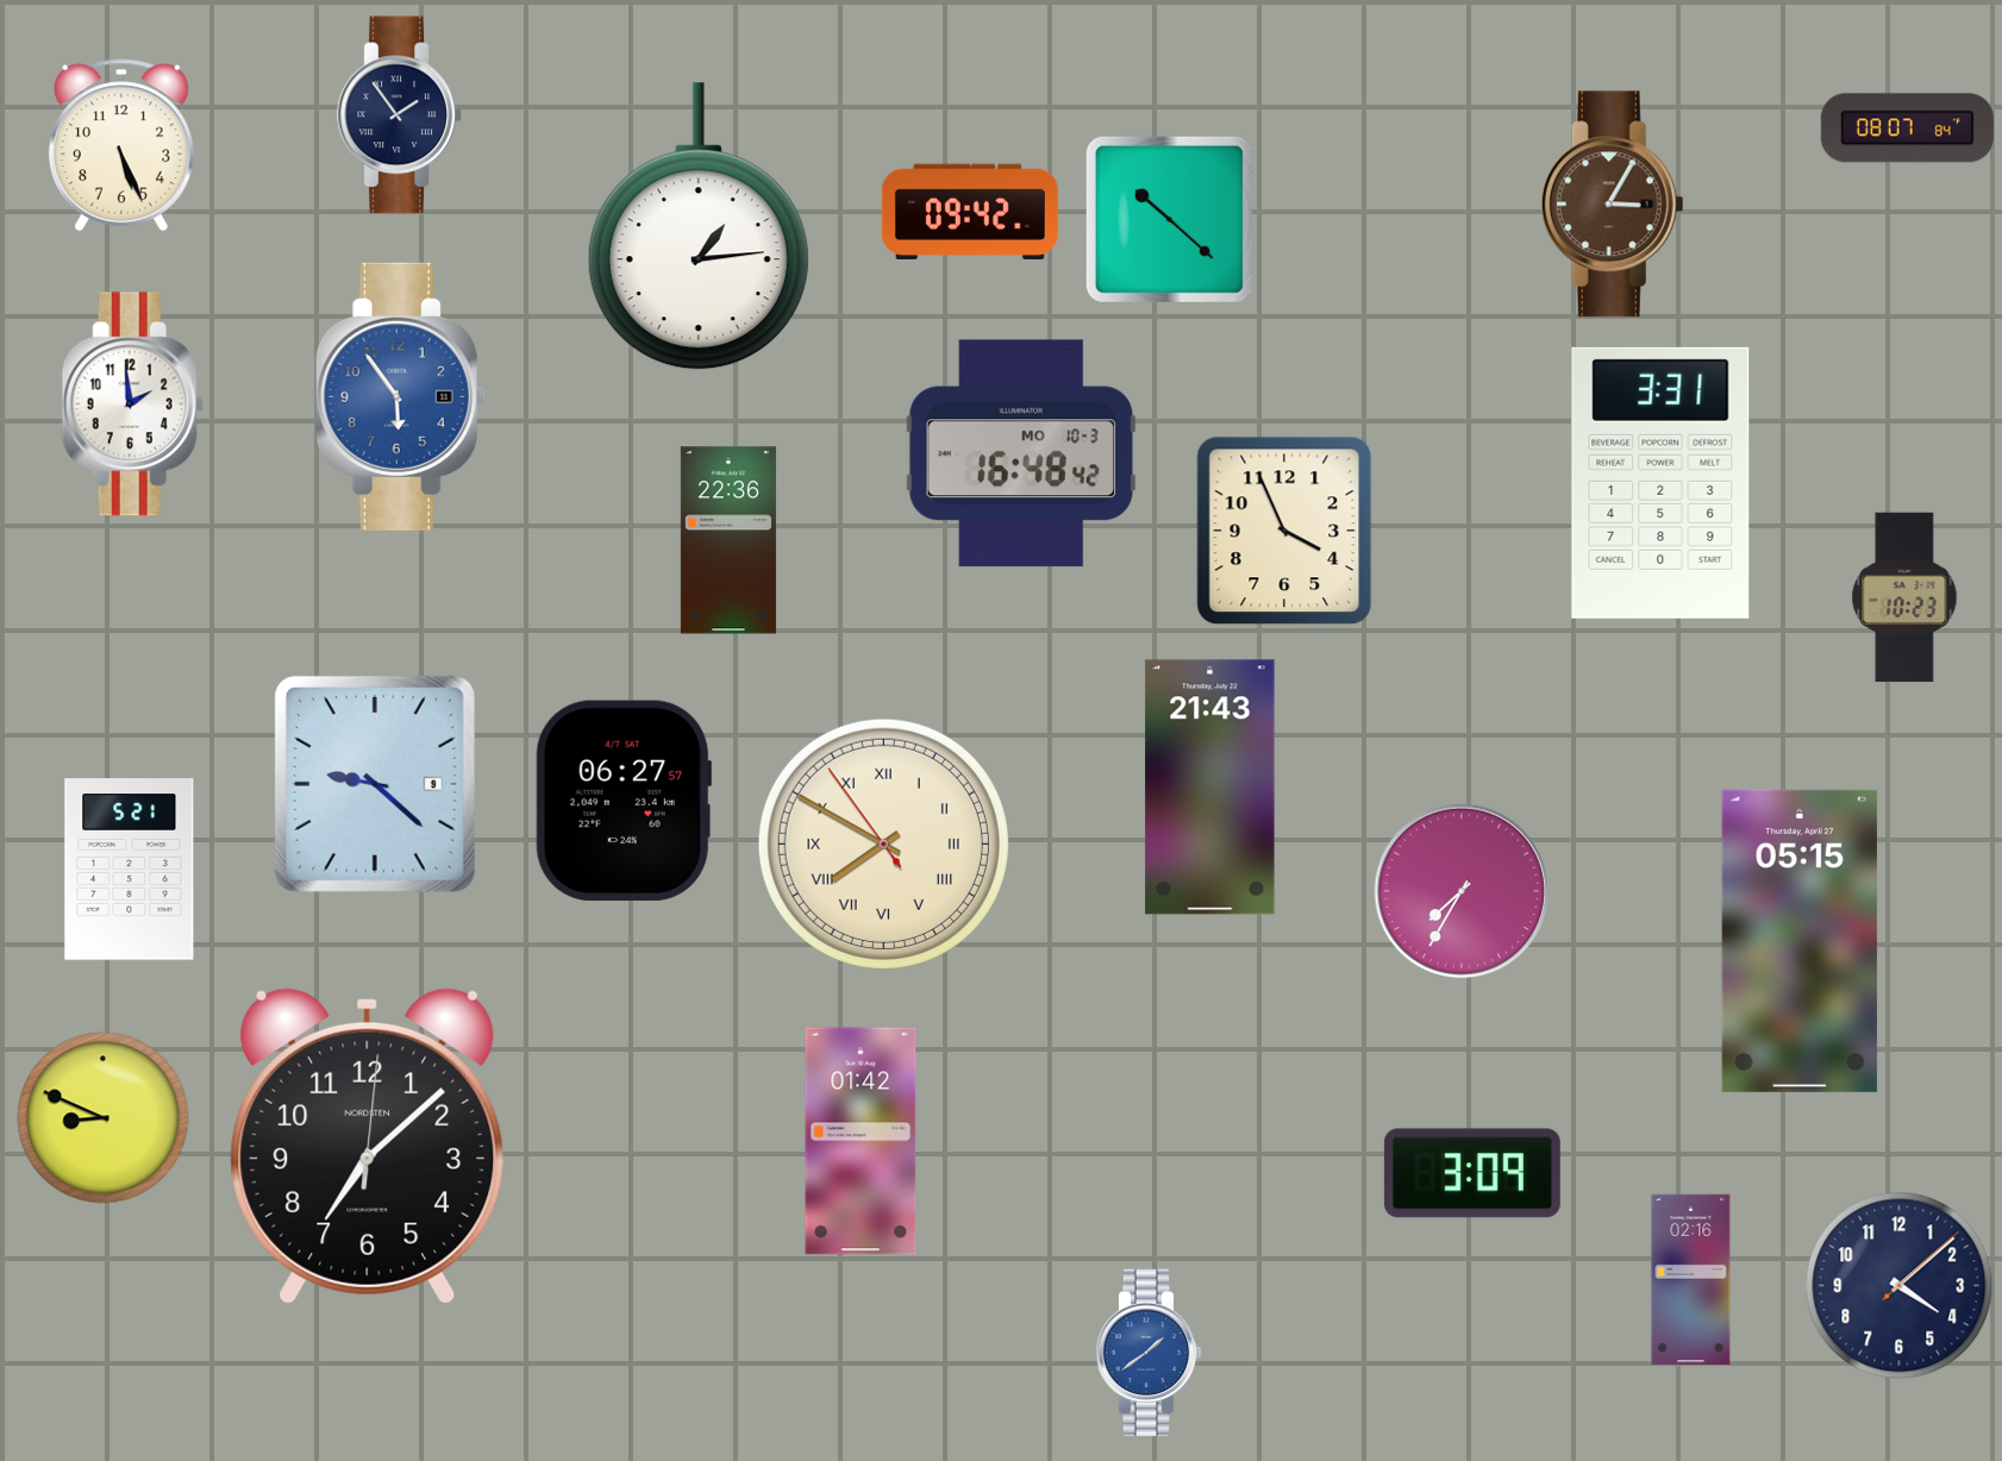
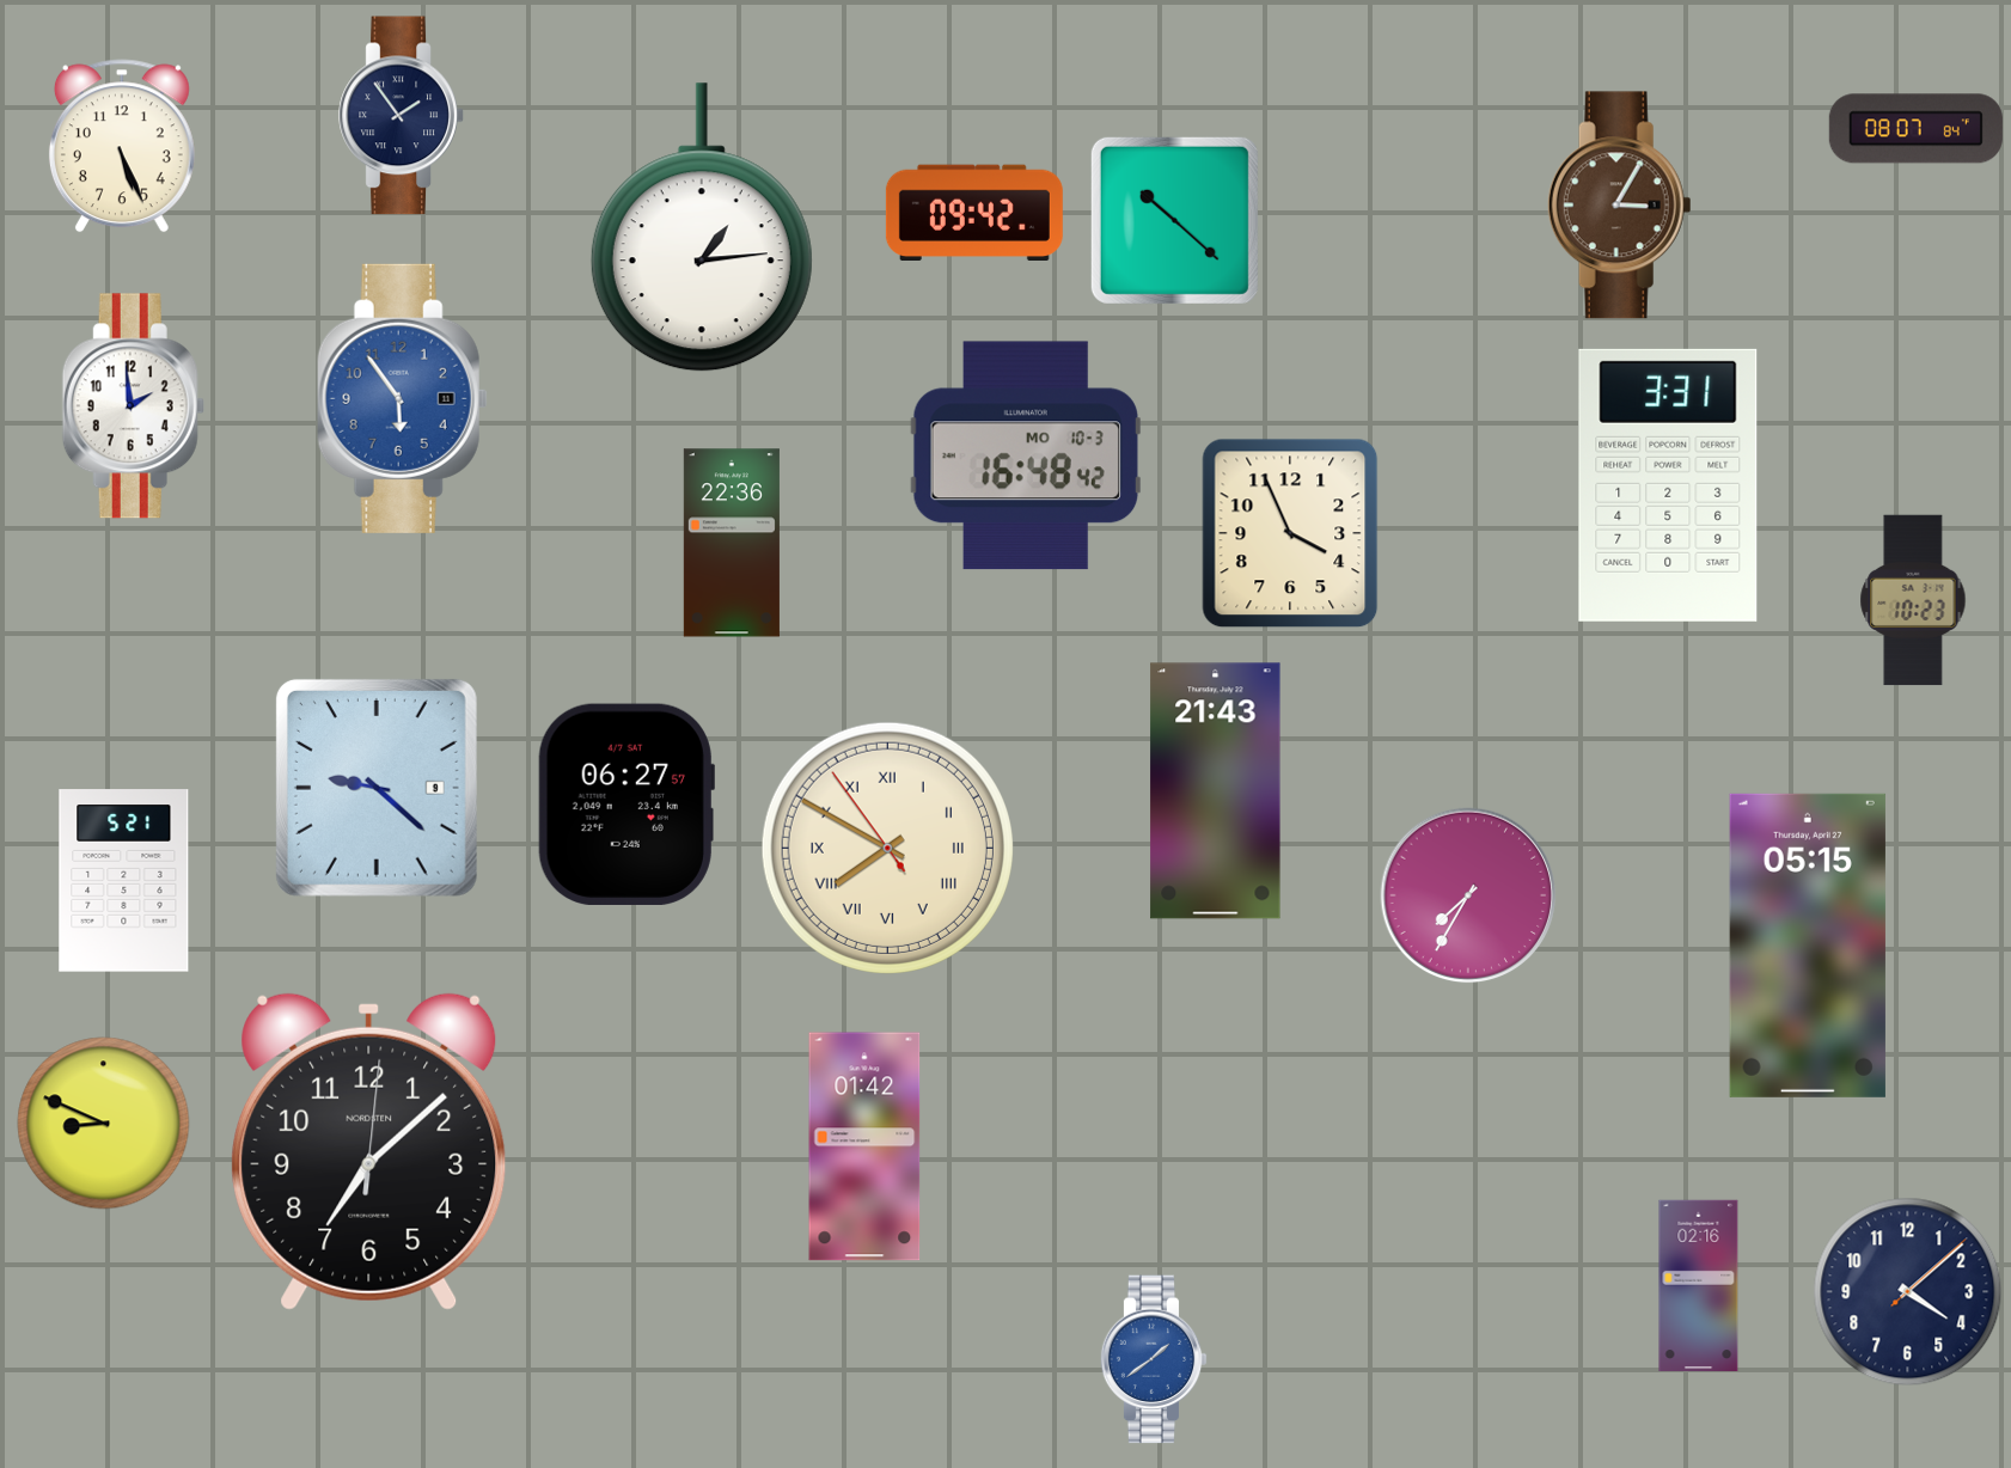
clock at (130, 870) position: (130, 870) -> (124, 881)
clock at (1472, 1173): 3:09 -> none
